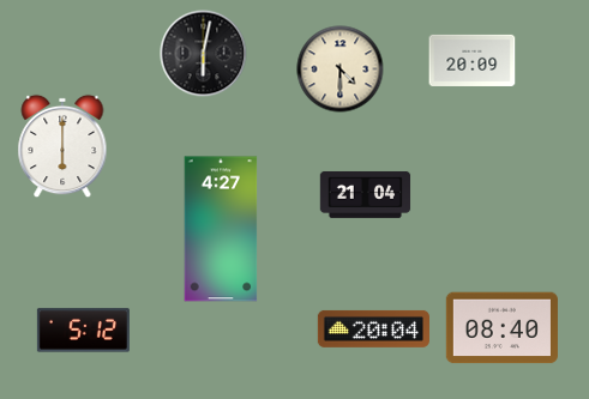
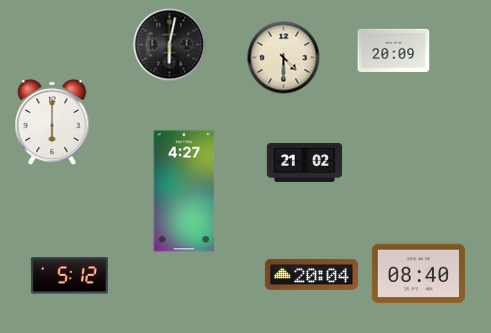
clock at (366, 194): 21:04 -> 21:02
